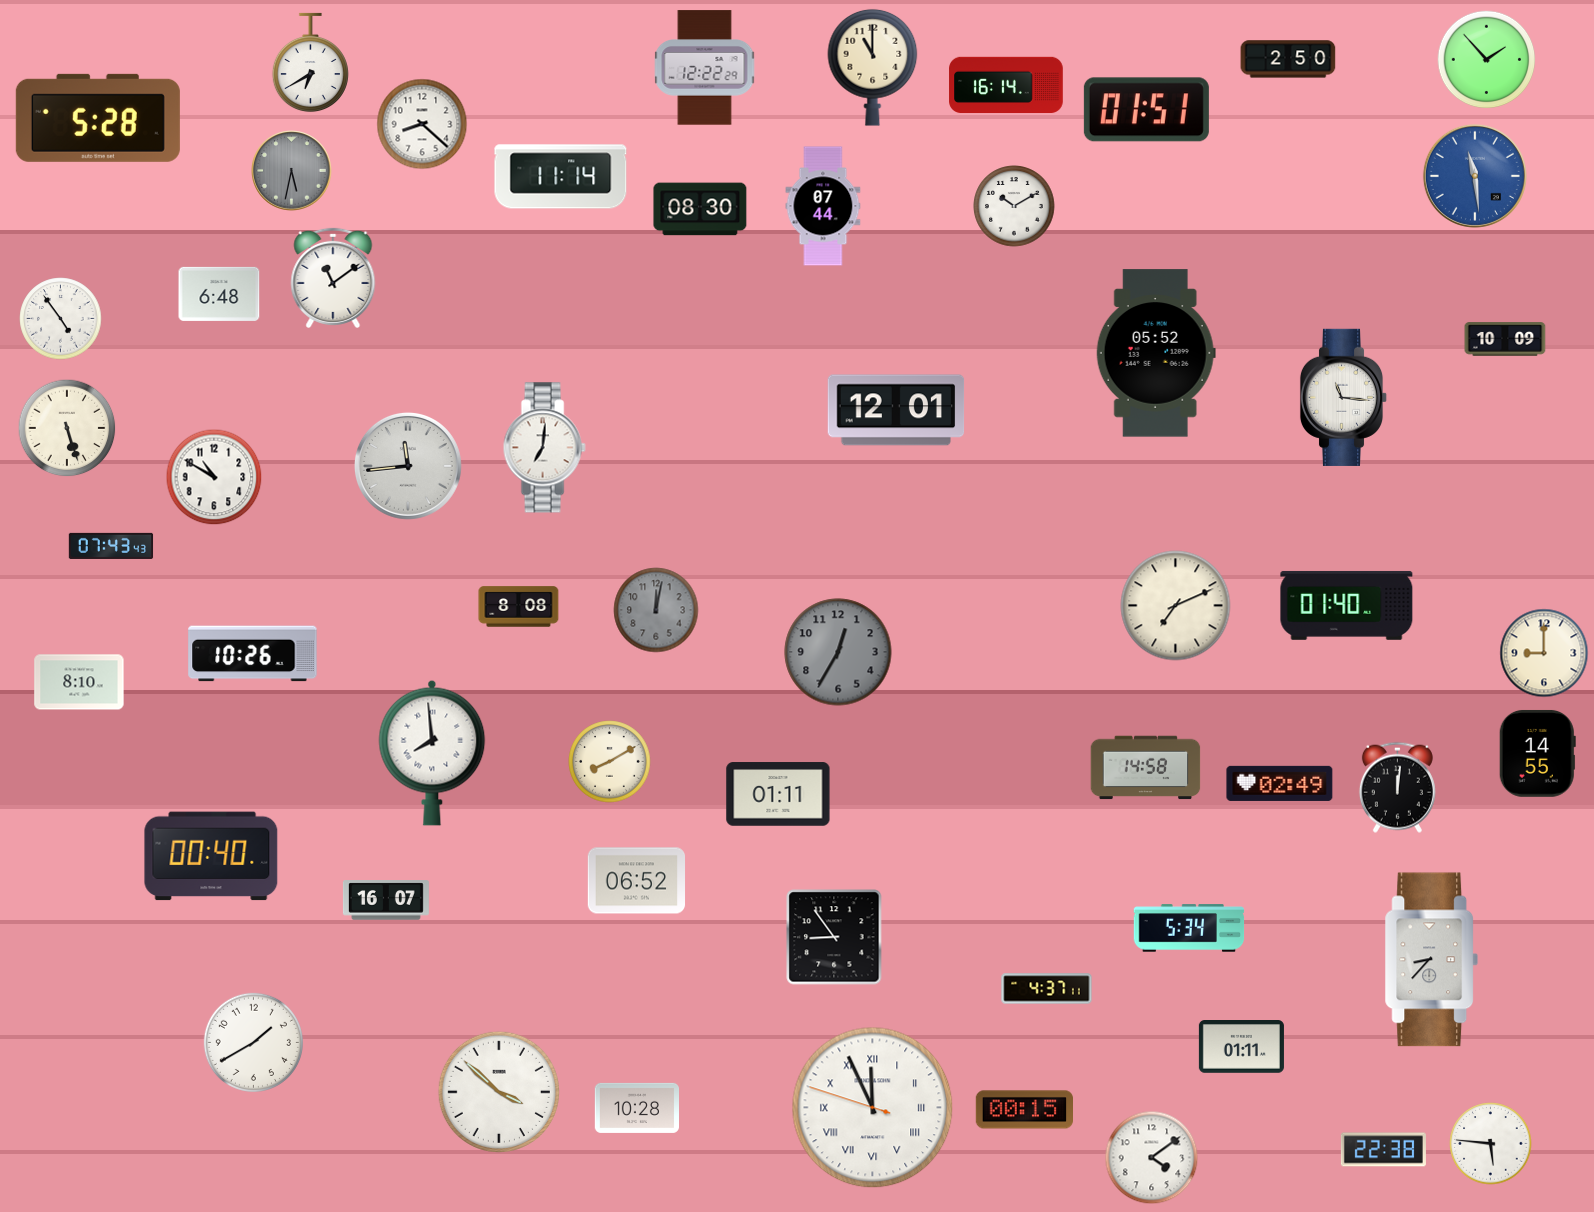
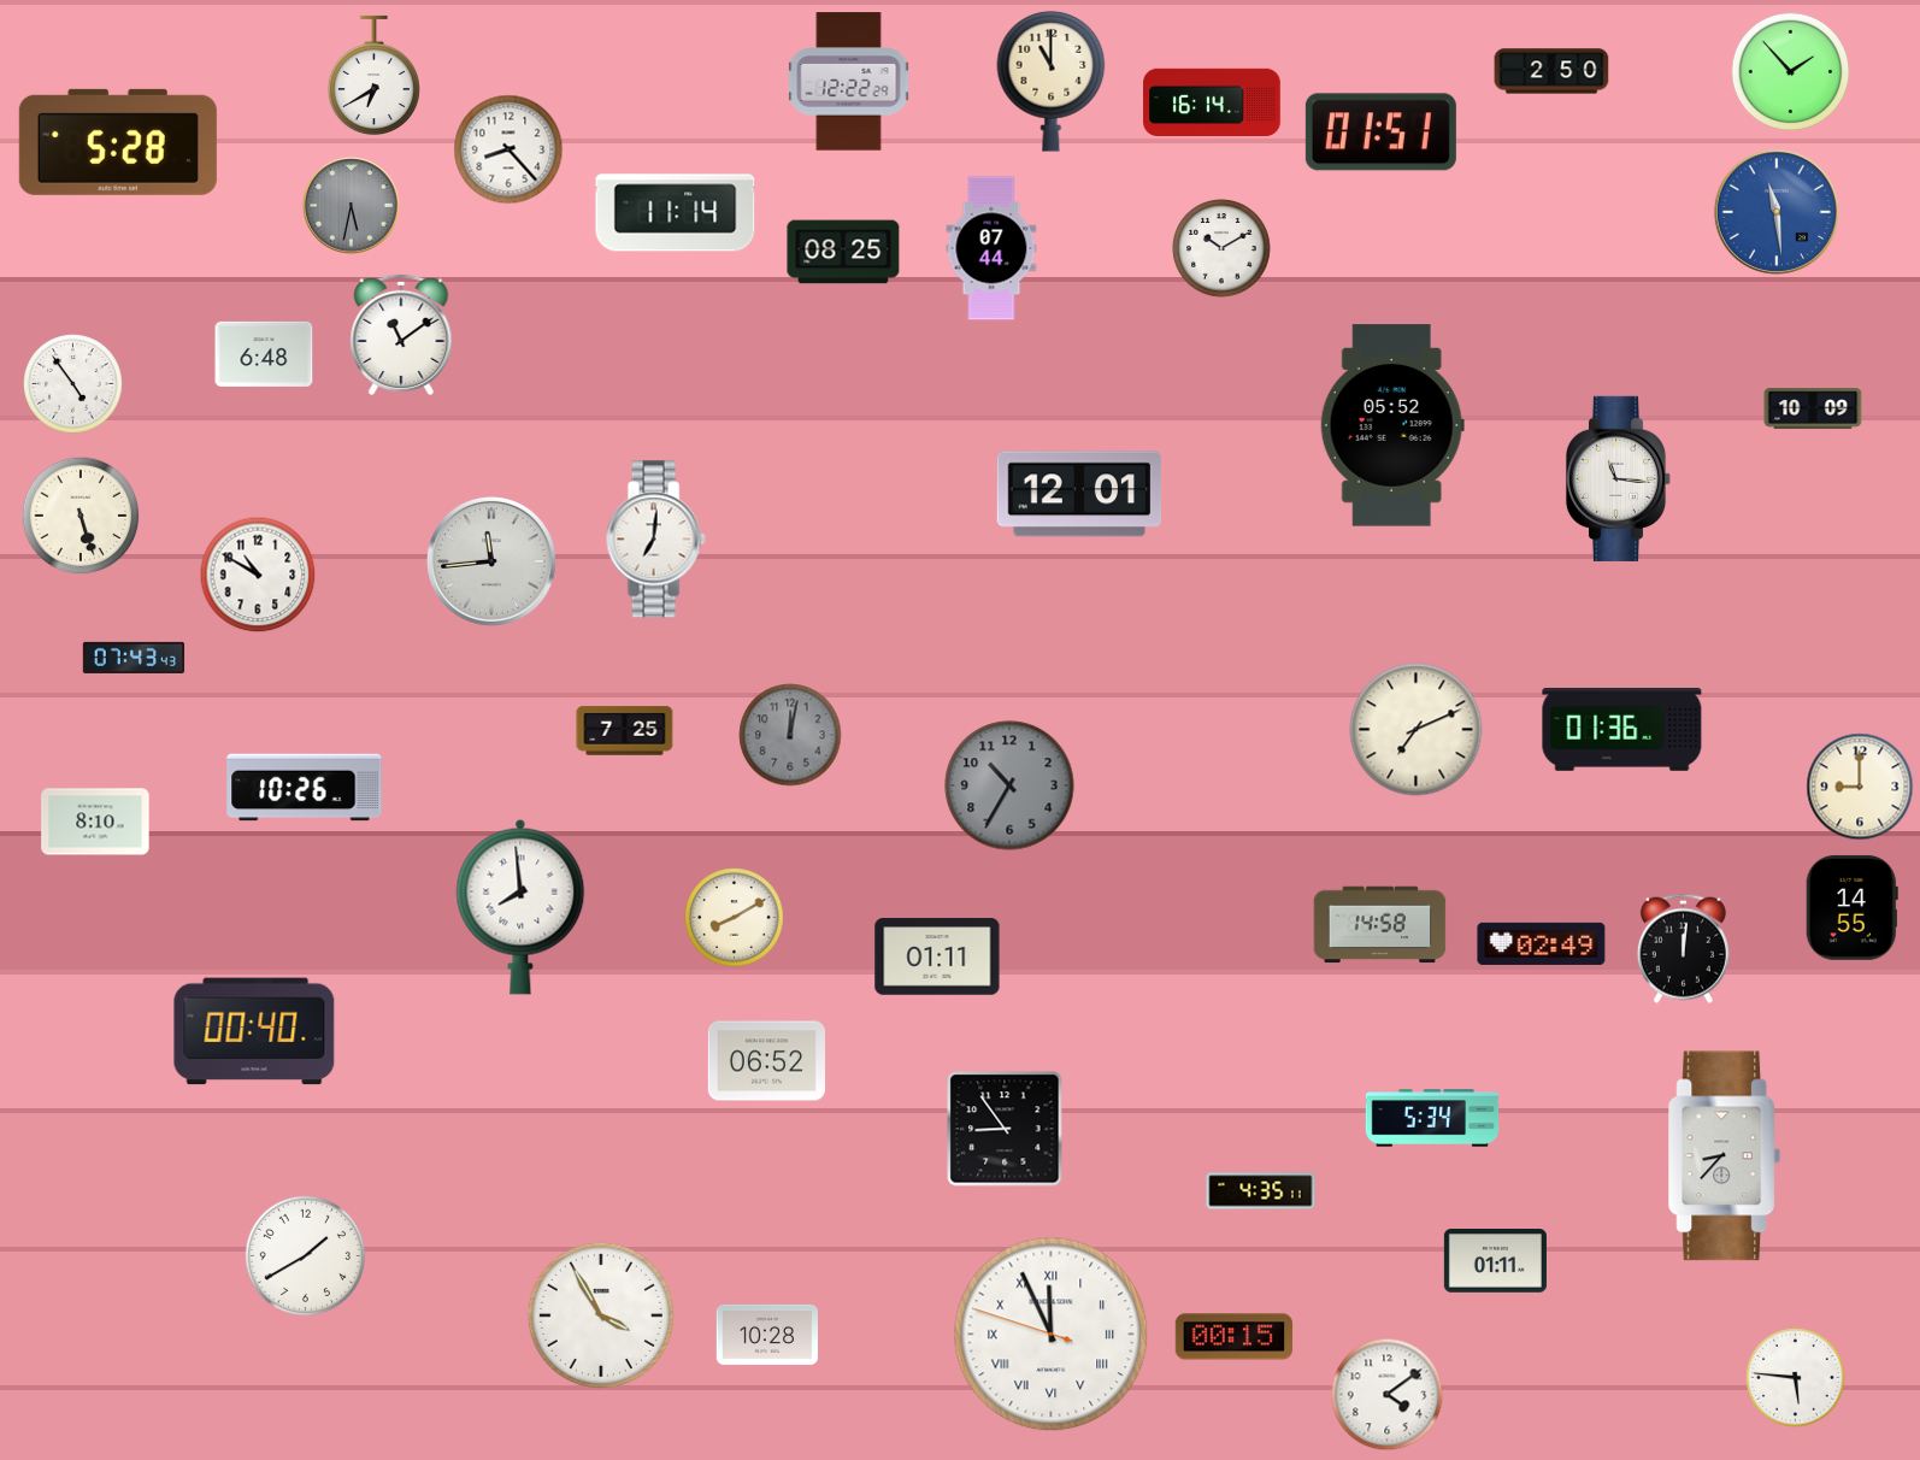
clock at (422, 124): 8:22 -> 8:23
clock at (700, 209): 08:30 -> 08:25
clock at (1347, 605): 01:40 -> 01:36
clock at (519, 607): 8:08 -> 7:25
clock at (838, 652): 12:35 -> 10:35
clock at (386, 900): 16:07 -> none
clock at (1047, 989): 4:37 -> 4:35
clock at (499, 1092): 3:52 -> 3:55
clock at (1383, 1150): 22:38 -> none
